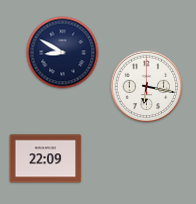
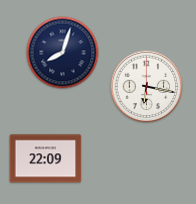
clock at (63, 53): 8:50 -> 8:03
